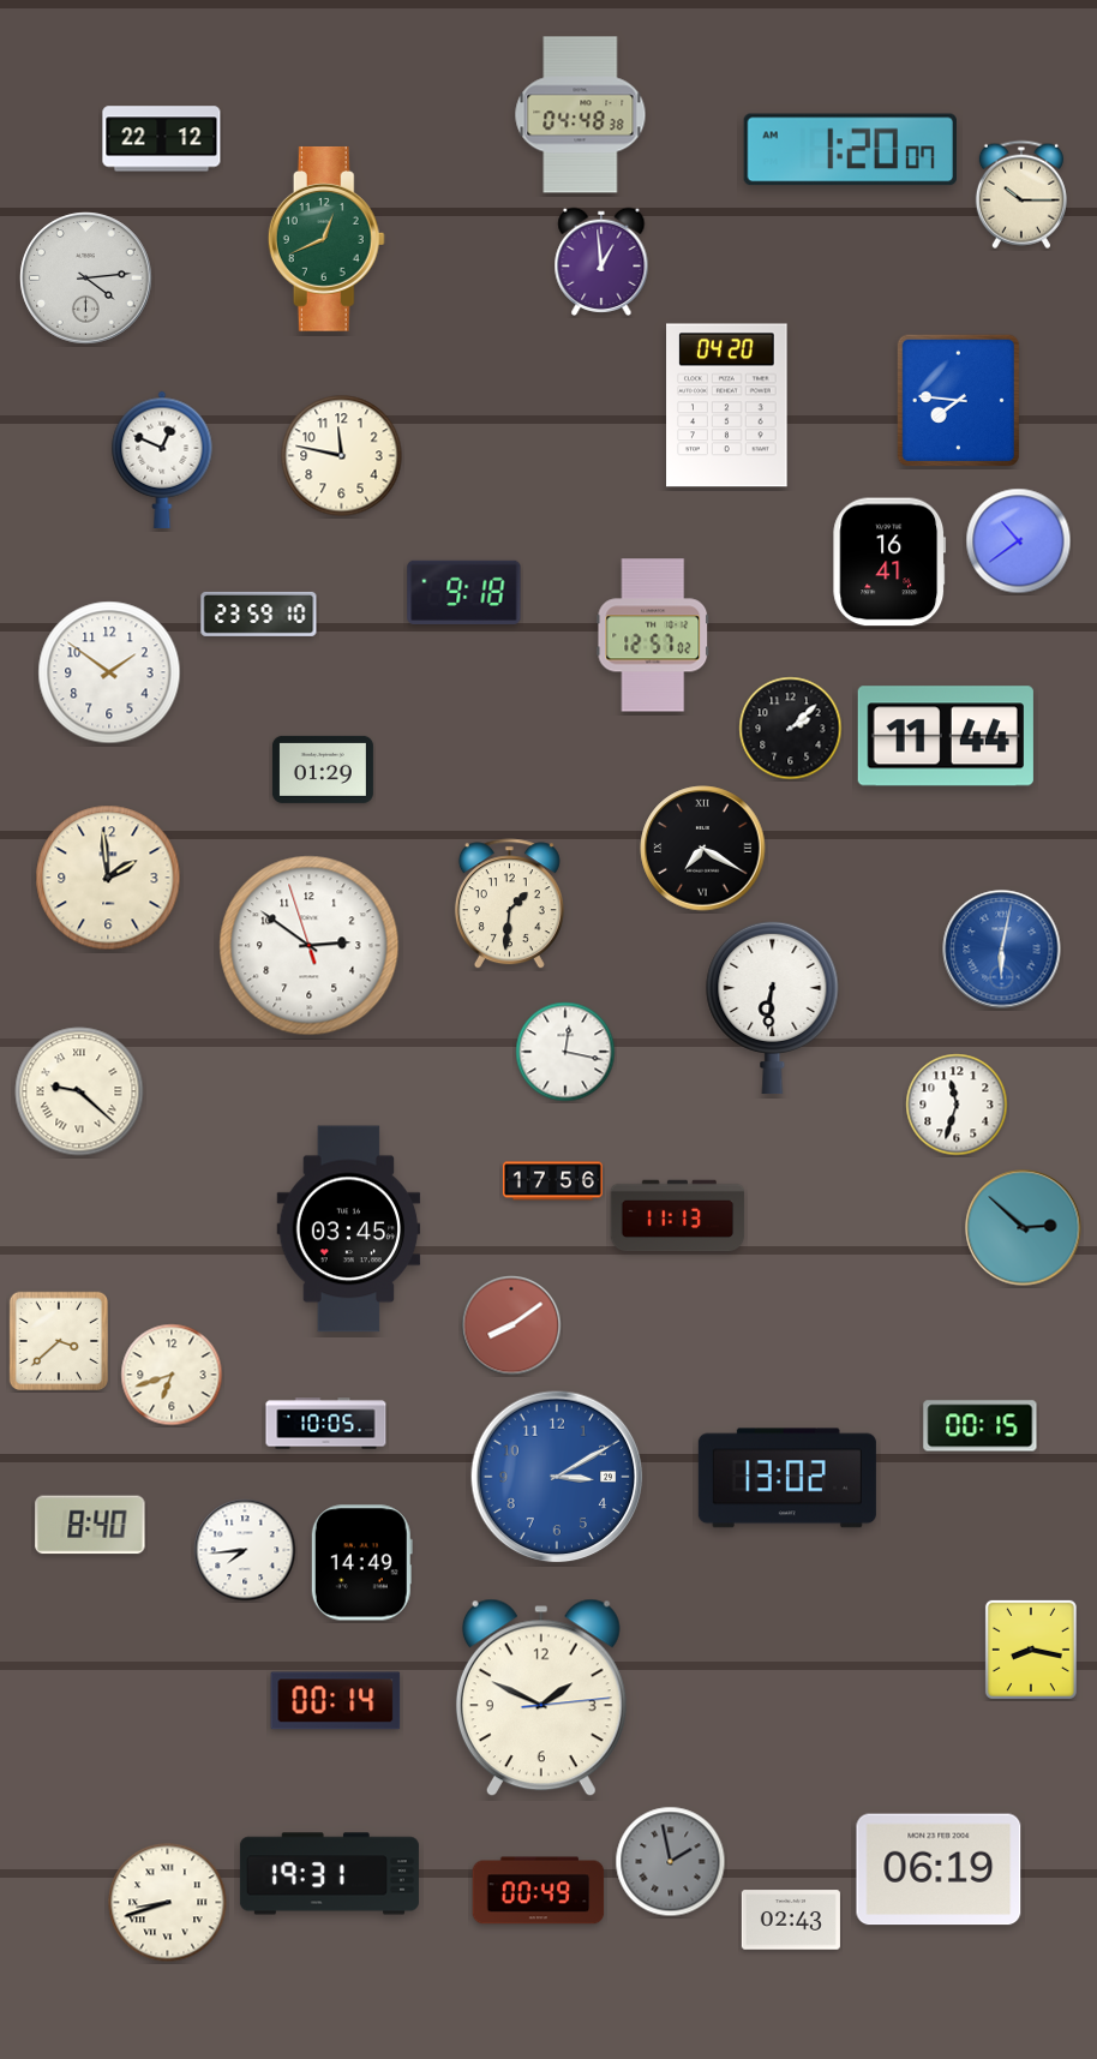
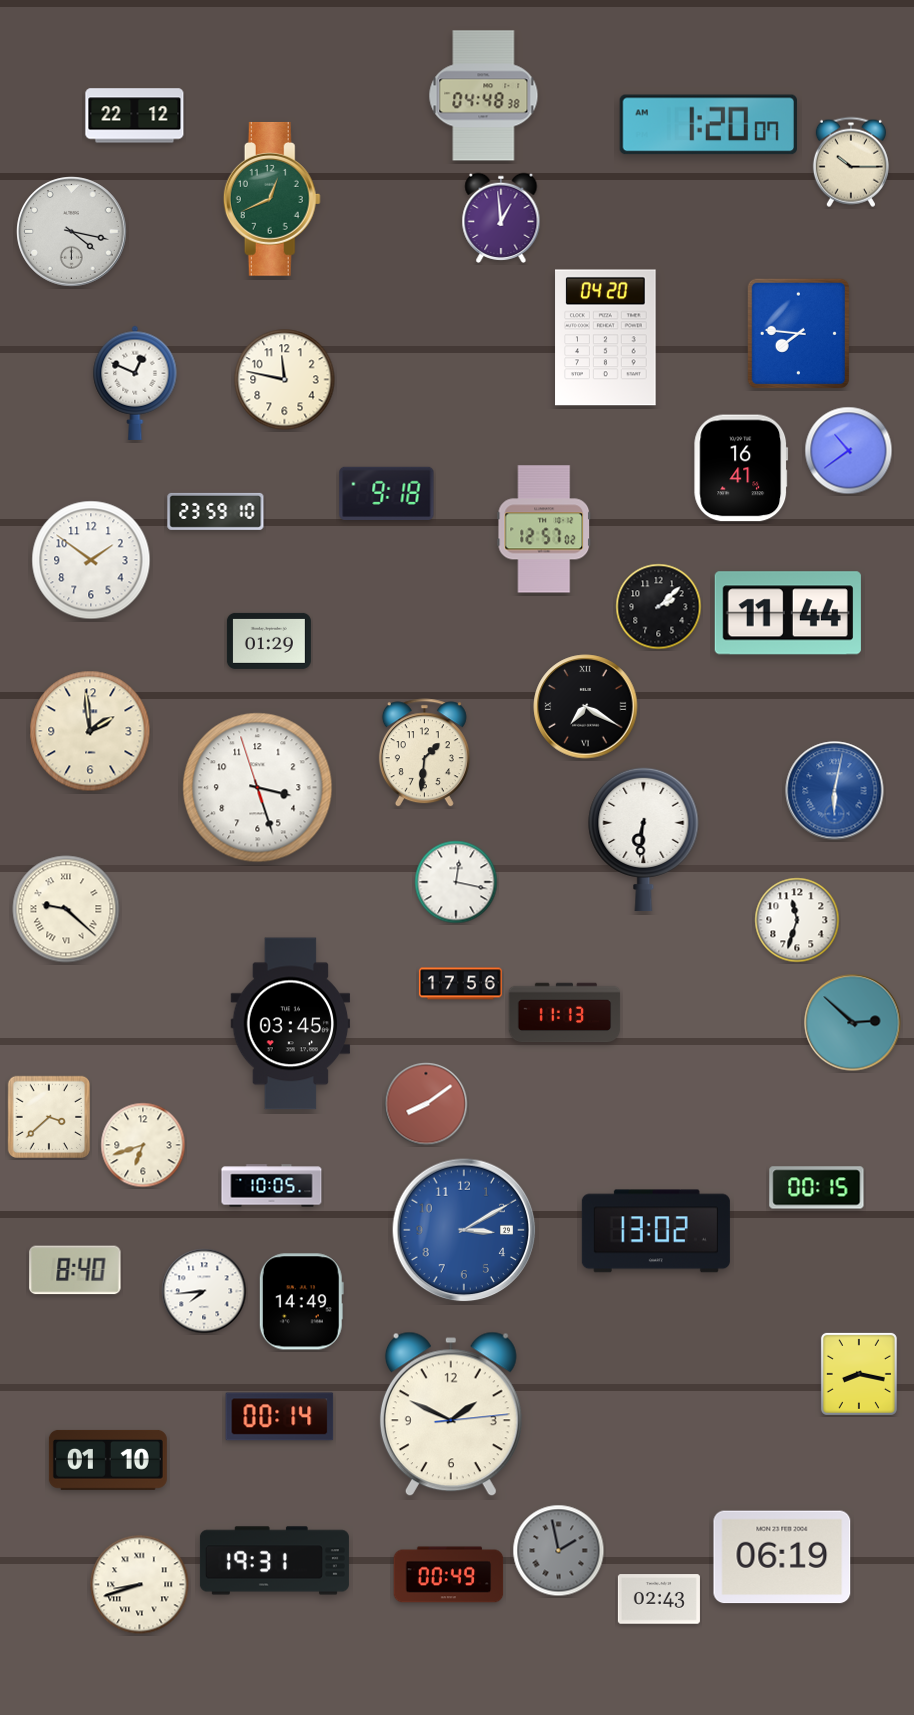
clock at (86, 279): 4:14 -> 4:17
clock at (310, 946): 2:50 -> 3:26
clock at (565, 1052) position: (565, 1052) -> (456, 882)
clock at (108, 1460): none -> 01:10
